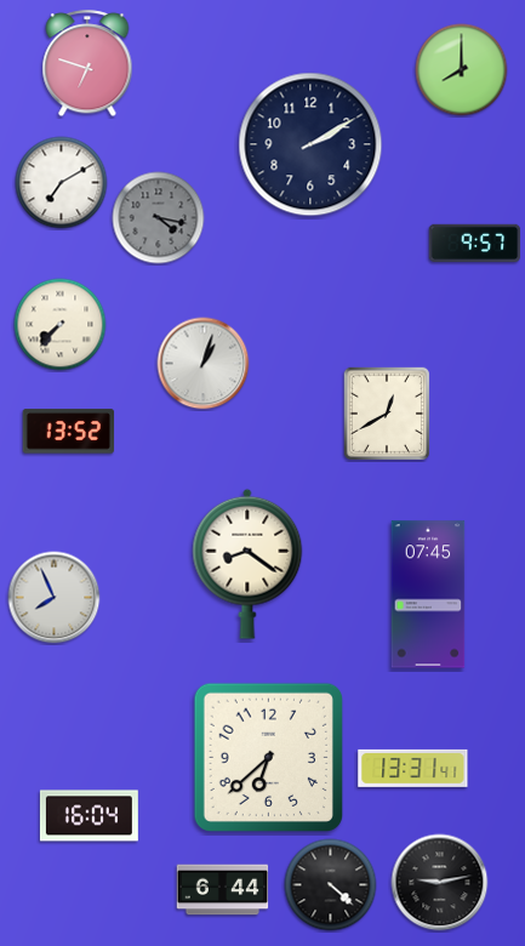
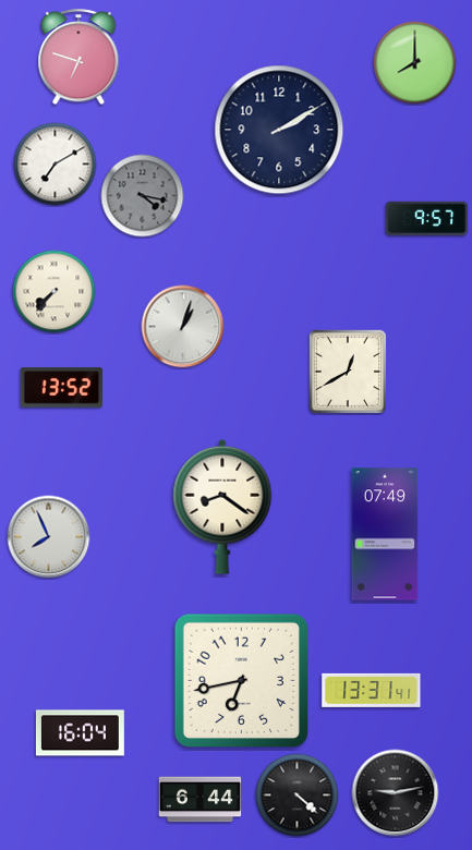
clock at (428, 594): 07:45 -> 07:49
clock at (268, 757): 6:38 -> 6:43
